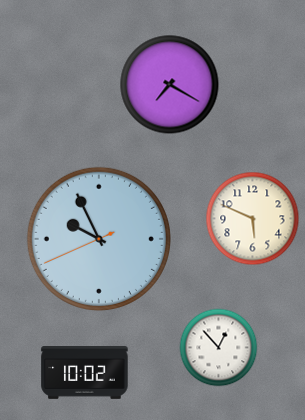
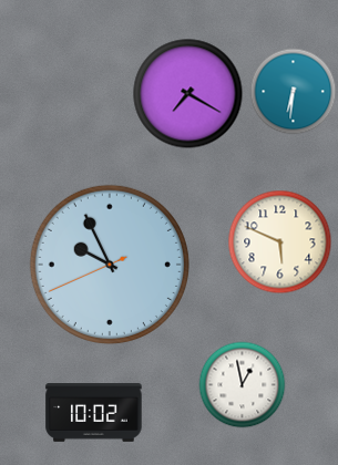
clock at (293, 91): none -> 6:31
clock at (218, 347): 12:53 -> 12:58
